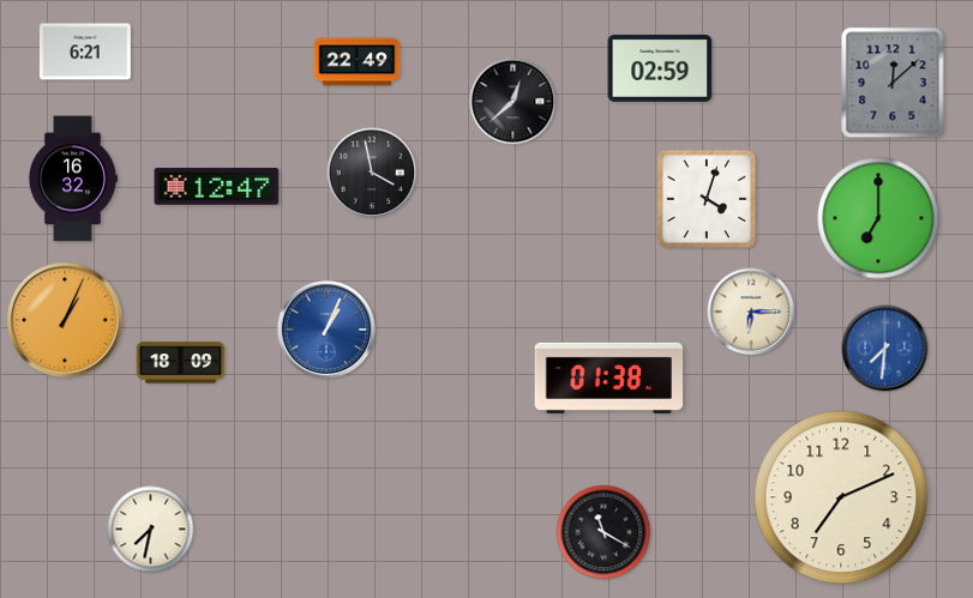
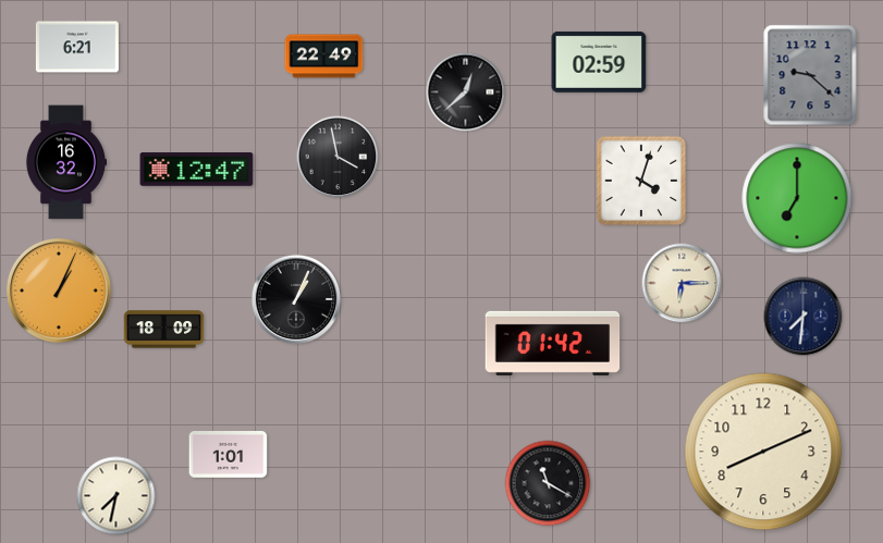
clock at (893, 83): 12:08 -> 9:22
clock at (325, 328) dial: blue -> black
clock at (885, 349) dial: blue -> navy
clock at (609, 377): 01:38 -> 01:42
clock at (841, 497): 7:11 -> 8:11
clock at (229, 455): none -> 1:01
clock at (151, 530) position: (151, 530) -> (116, 496)
